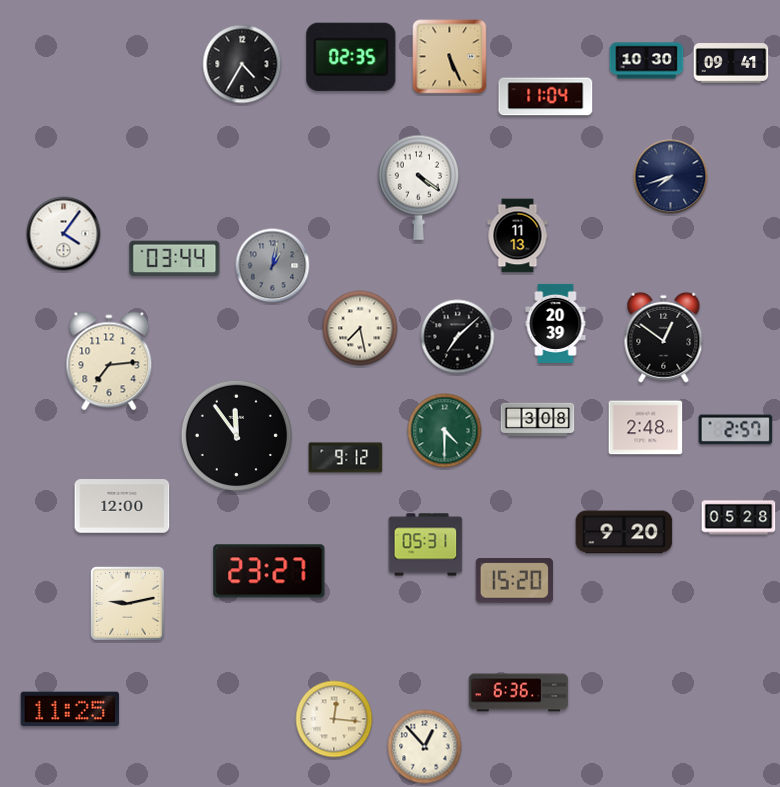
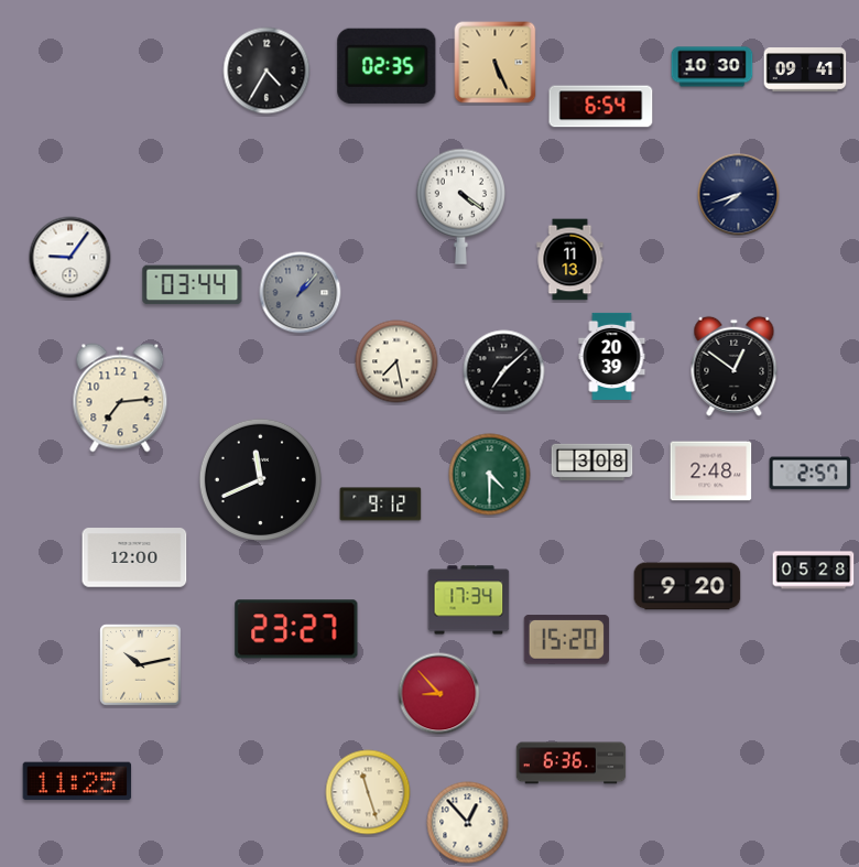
clock at (351, 57) position: (351, 57) -> (387, 66)
clock at (546, 97): 11:04 -> 6:54
clock at (64, 234): 4:06 -> 9:06
clock at (273, 266): 1:02 -> 1:07
clock at (664, 337) position: (664, 337) -> (735, 366)
clock at (236, 435): 11:54 -> 11:41
clock at (426, 545): 05:31 -> 17:34
clock at (128, 604): 9:13 -> 10:13
clock at (439, 694): none -> 8:53
clock at (334, 719): 12:16 -> 11:27
